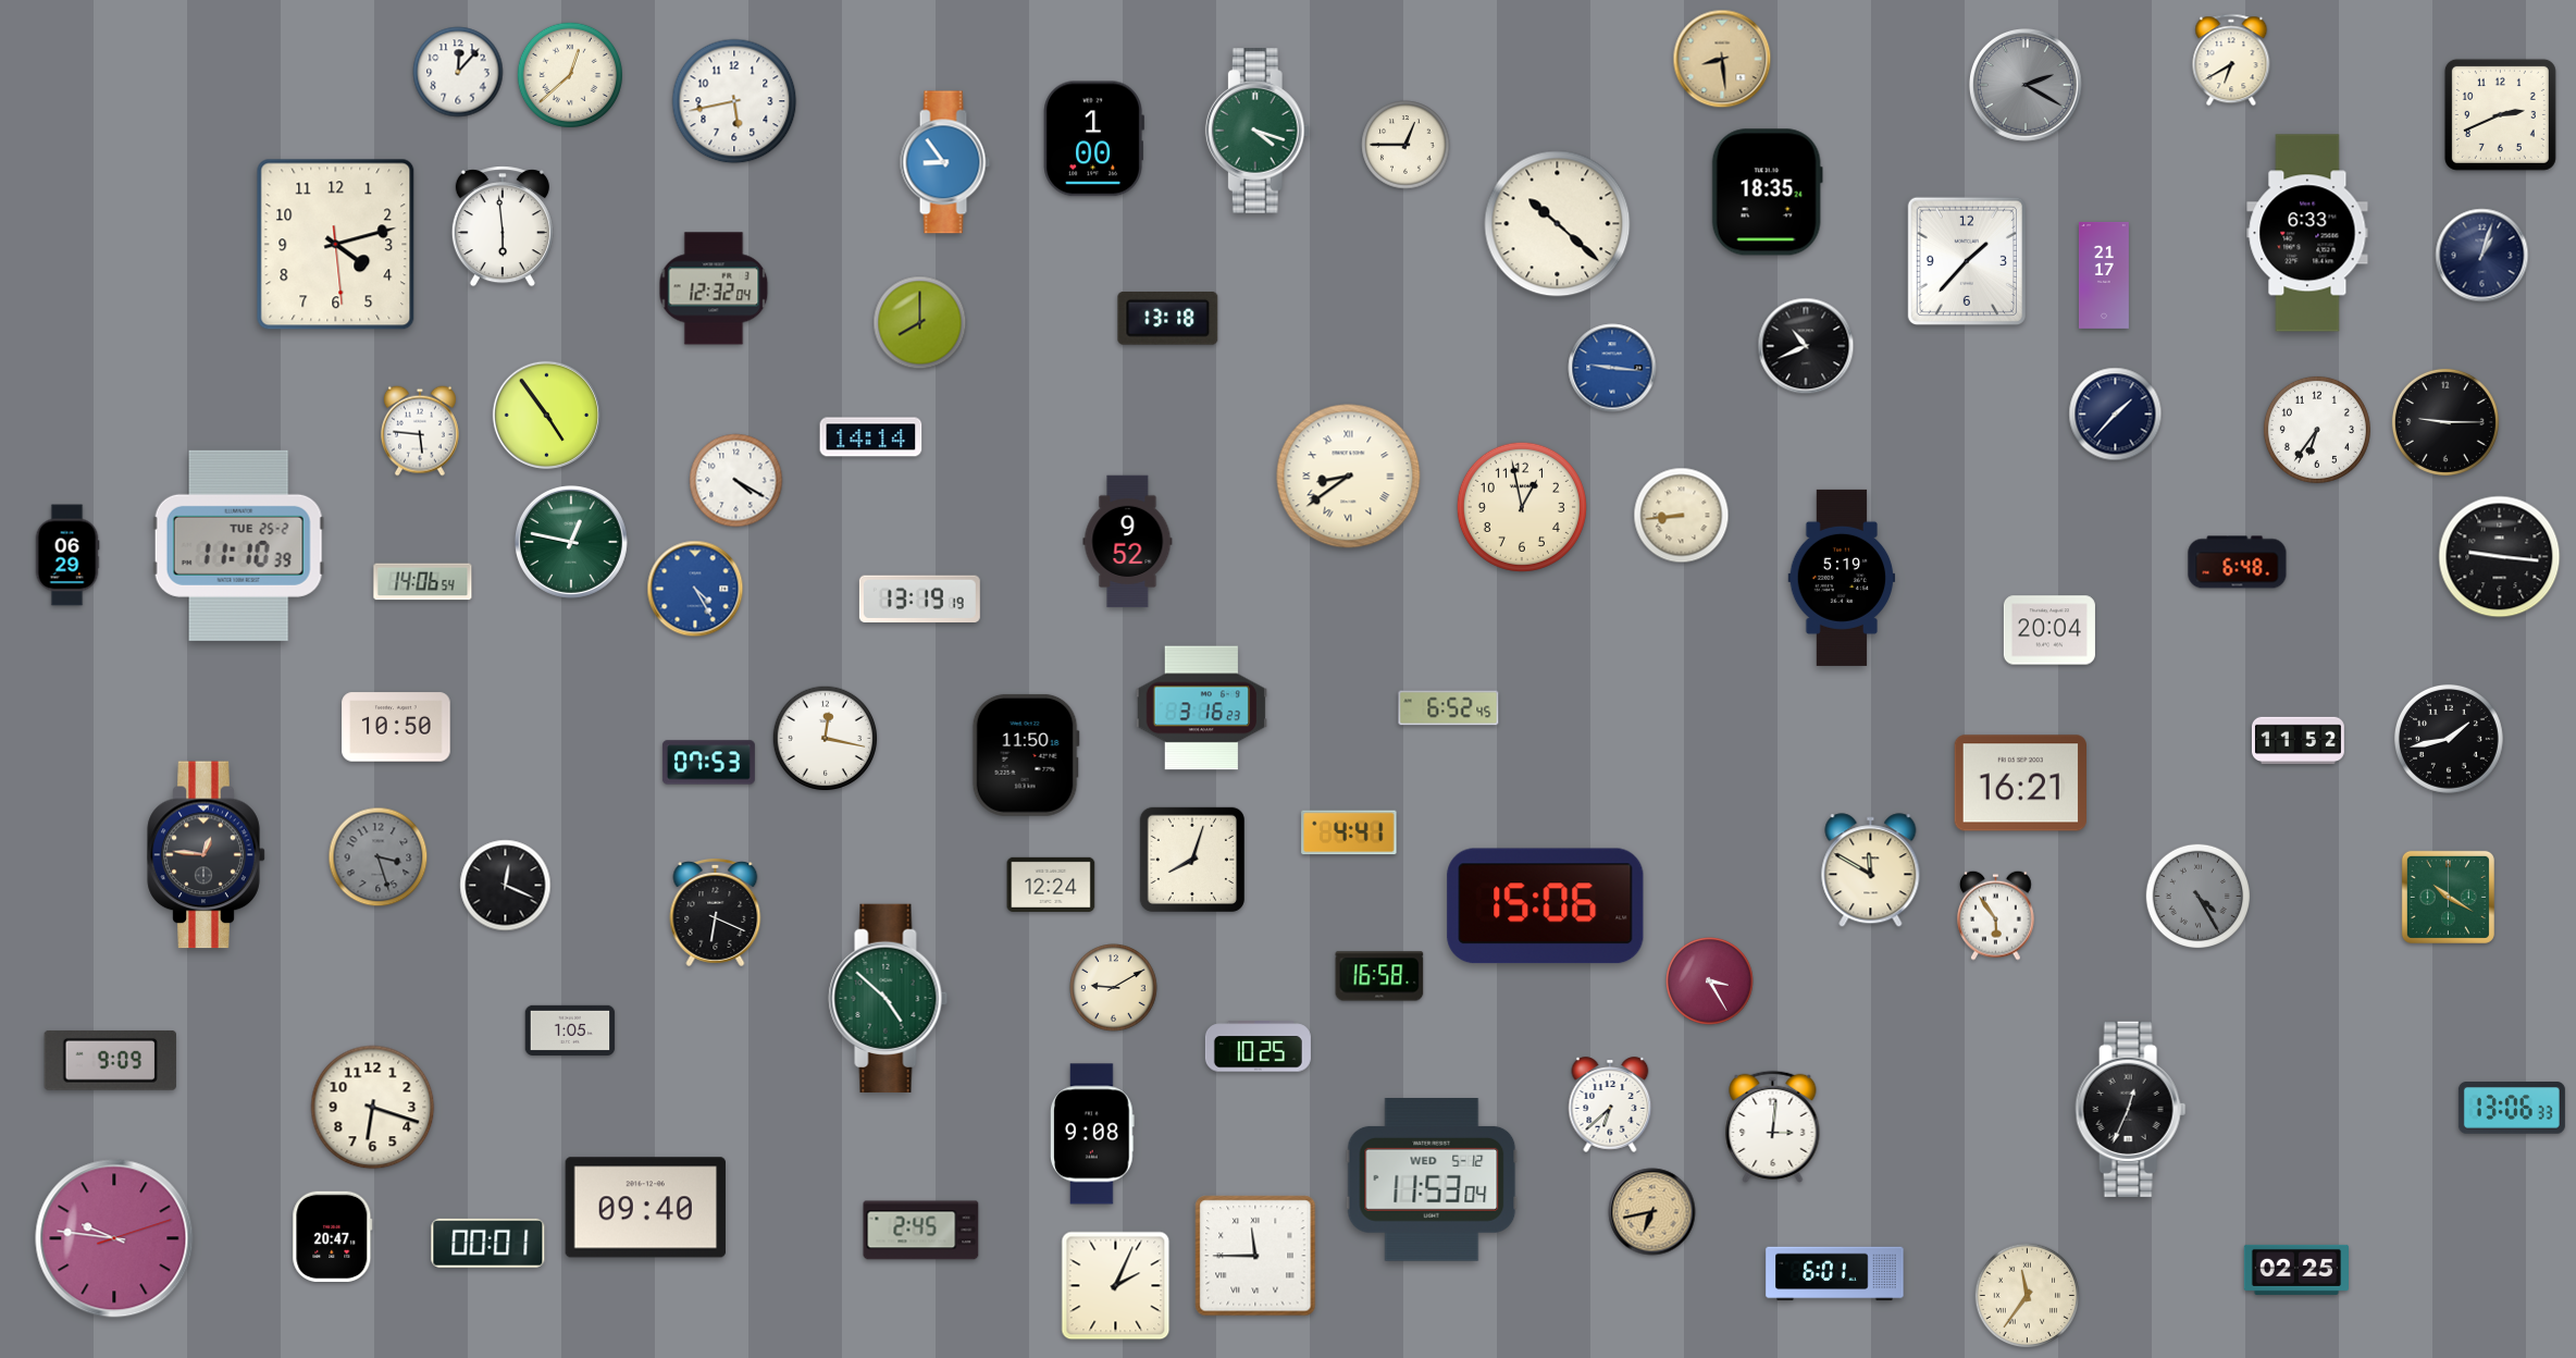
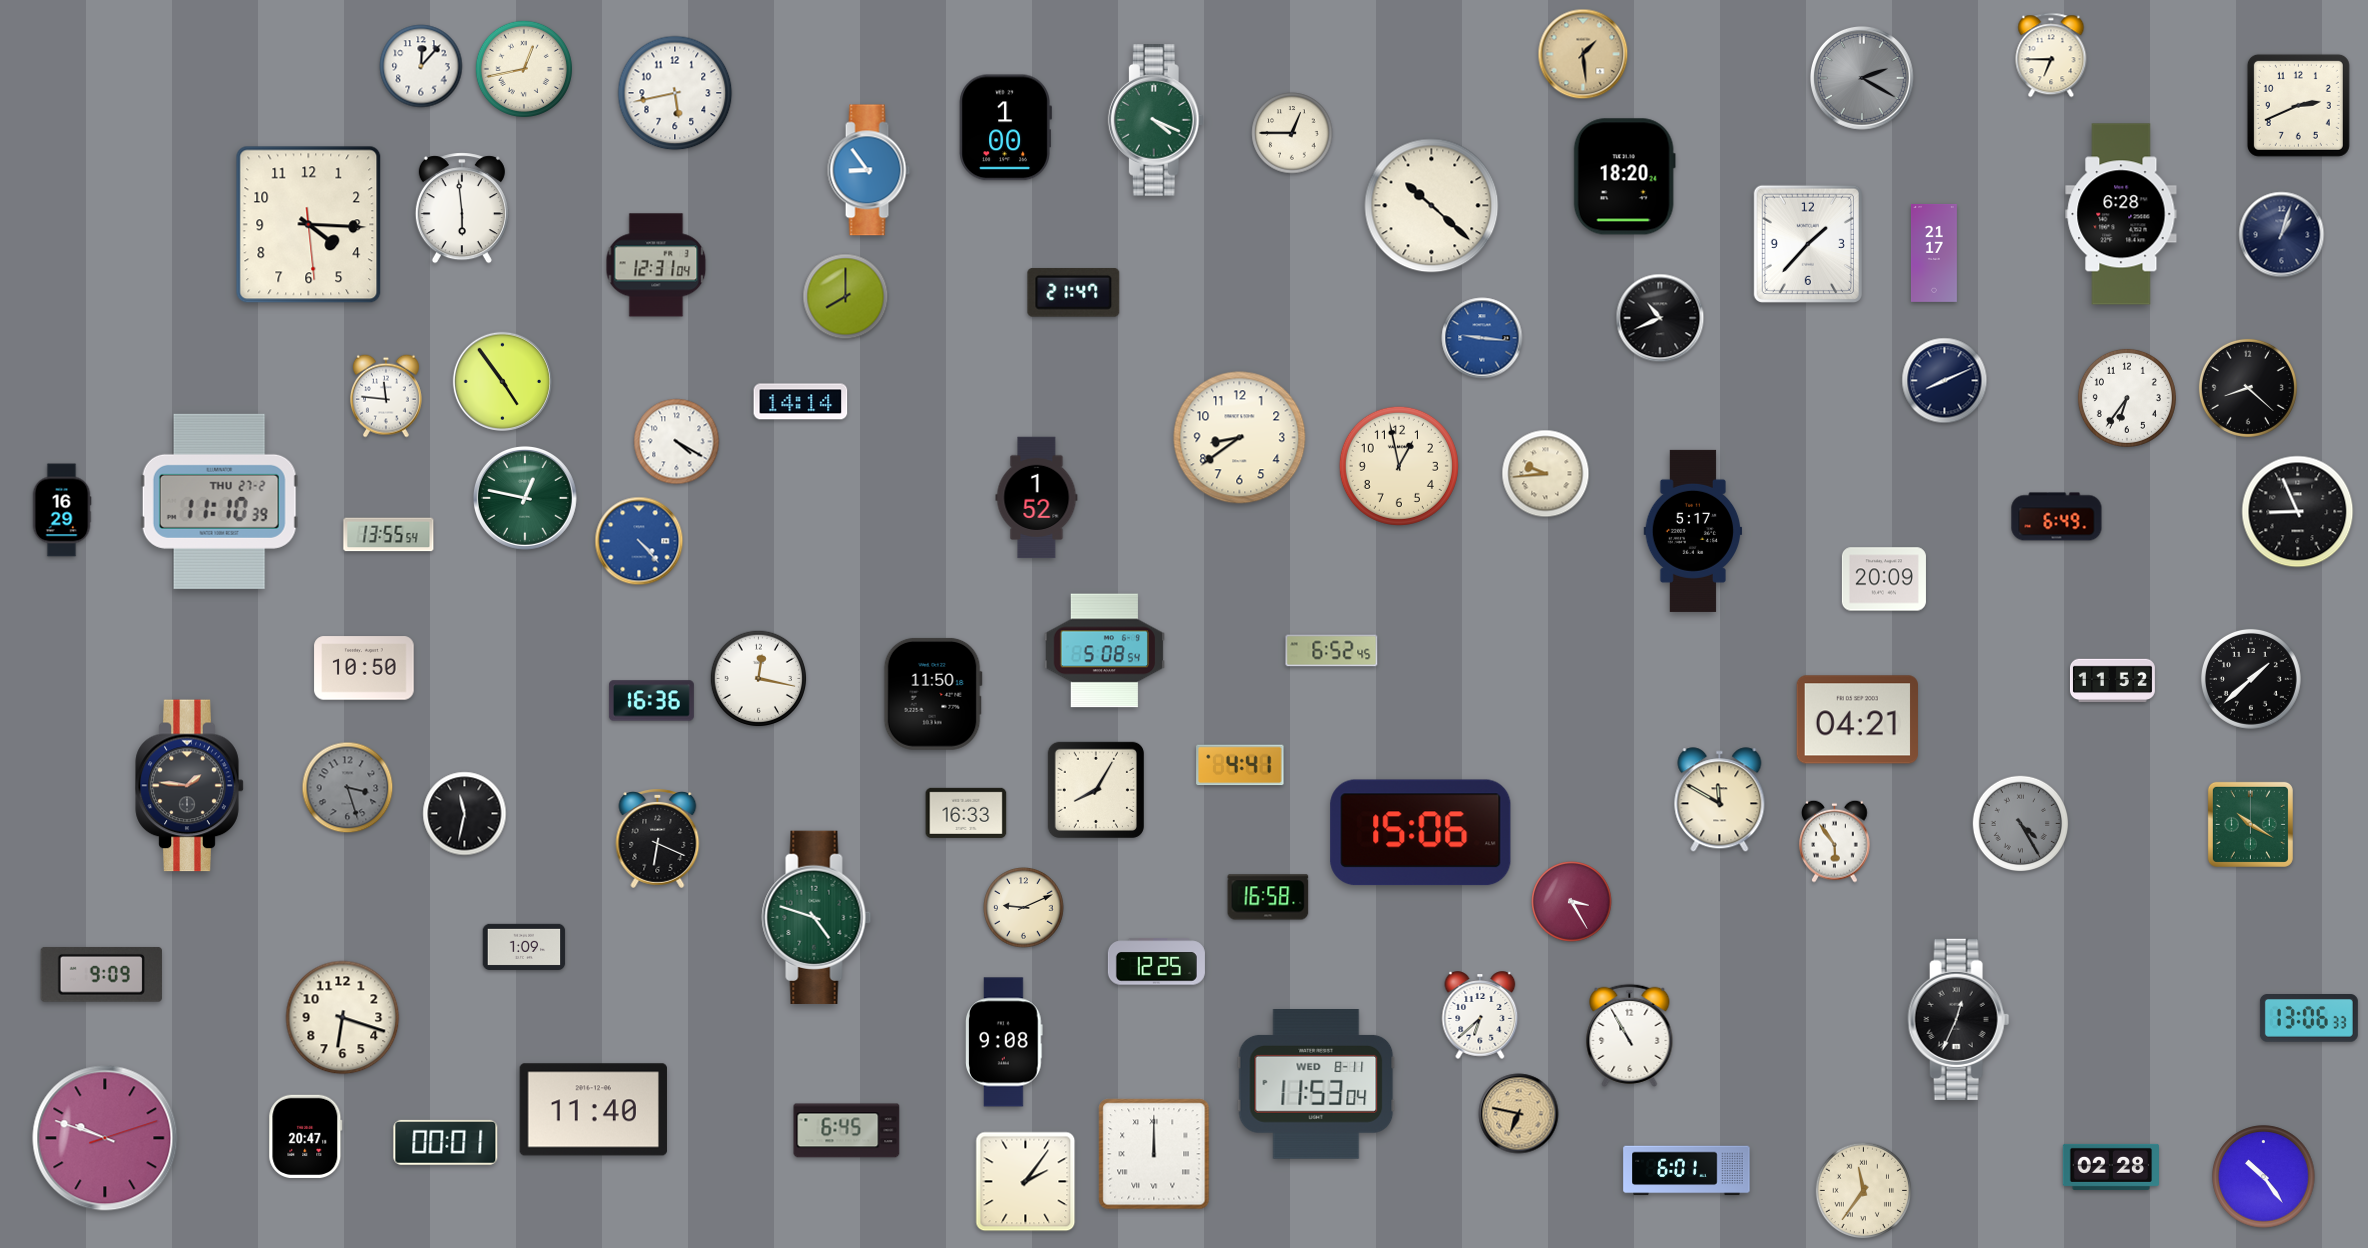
clock at (1722, 59): 8:29 -> 1:29
clock at (2231, 60): 6:40 -> 6:45
clock at (570, 75): 12:38 -> 12:43
clock at (1258, 131): 4:18 -> 4:19
clock at (945, 162) position: (945, 162) -> (869, 170)
clock at (1767, 193): 18:35 -> 18:20
clock at (2307, 233): 6:33 -> 6:28
clock at (336, 245): 4:12 -> 4:15
clock at (1967, 261) position: (1967, 261) -> (1808, 244)
clock at (714, 288): 12:32 -> 12:31
clock at (1168, 319): 13:18 -> 21:47
clock at (2116, 415): 1:37 -> 8:11
clock at (2445, 422): 9:15 -> 8:22
clock at (2317, 430) position: (2317, 430) -> (2127, 398)
clock at (420, 431): 5:46 -> 11:46
clock at (1349, 477) numerals: Roman -> Arabic
clock at (1682, 516): 8:44 -> 9:44
clock at (1128, 542): 9:52 -> 1:52
clock at (238, 545) date: TUE 25-2 -> THU 27-2
clock at (67, 555): 06:29 -> 16:29
clock at (2500, 557): 9:16 -> 8:56
clock at (2238, 563): 6:48 -> 6:49
clock at (1842, 578): 5:19 -> 5:17
clock at (423, 582): 14:06 -> 13:55
clock at (695, 589): 4:25 -> 4:23
clock at (919, 598): 13:19 -> none
clock at (2049, 630): 20:04 -> 20:09
clock at (1202, 708): 3:16 -> 5:08
clock at (2449, 739): 1:43 -> 1:38
clock at (1026, 755) position: (1026, 755) -> (933, 694)
clock at (708, 763): 07:53 -> 16:36
clock at (2020, 783): 16:21 -> 04:21
clock at (207, 855): 12:46 -> 1:46
clock at (1192, 860): 8:03 -> 8:05
clock at (1051, 885): 12:24 -> 16:33
clock at (506, 886): 12:19 -> 11:32
clock at (1114, 988): 9:10 -> 9:11
clock at (889, 998): 4:52 -> 4:48
clock at (570, 1030): 1:05 -> 1:09
clock at (1258, 1047): 10:25 -> 12:25
clock at (1773, 1126): 3:01 -> 10:55
clock at (1432, 1181) date: WED 5-12 -> WED 8-11
clock at (645, 1208): 09:40 -> 11:40
clock at (1652, 1212): 6:43 -> 6:47
clock at (921, 1231): 2:45 -> 6:45
clock at (114, 1238): 9:46 -> 9:48
clock at (488, 1243) position: (488, 1243) -> (446, 1142)
clock at (1255, 1256): 11:45 -> 12:00
clock at (2295, 1270): 02:25 -> 02:28
clock at (2264, 1177): none -> 10:24
clock at (1116, 1286): 2:04 -> 2:06
